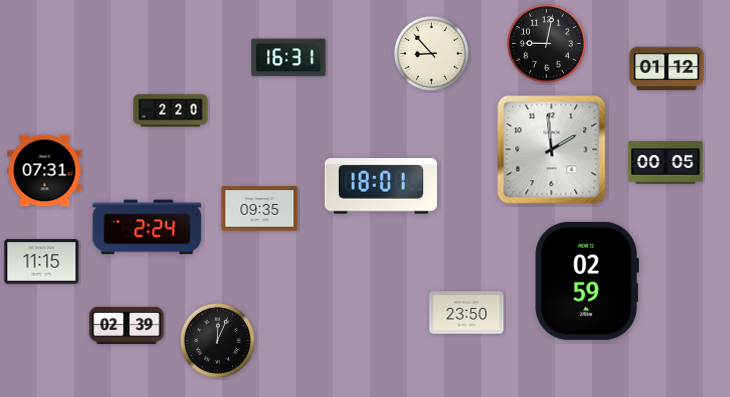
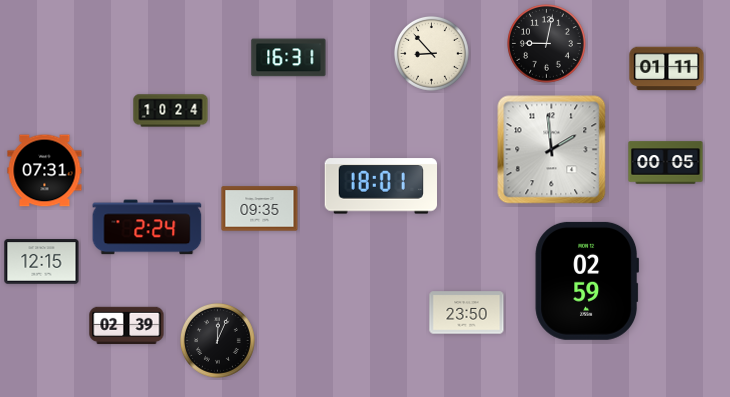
clock at (667, 69): 01:12 -> 01:11
clock at (171, 111): 2:20 -> 10:24
clock at (42, 262): 11:15 -> 12:15
